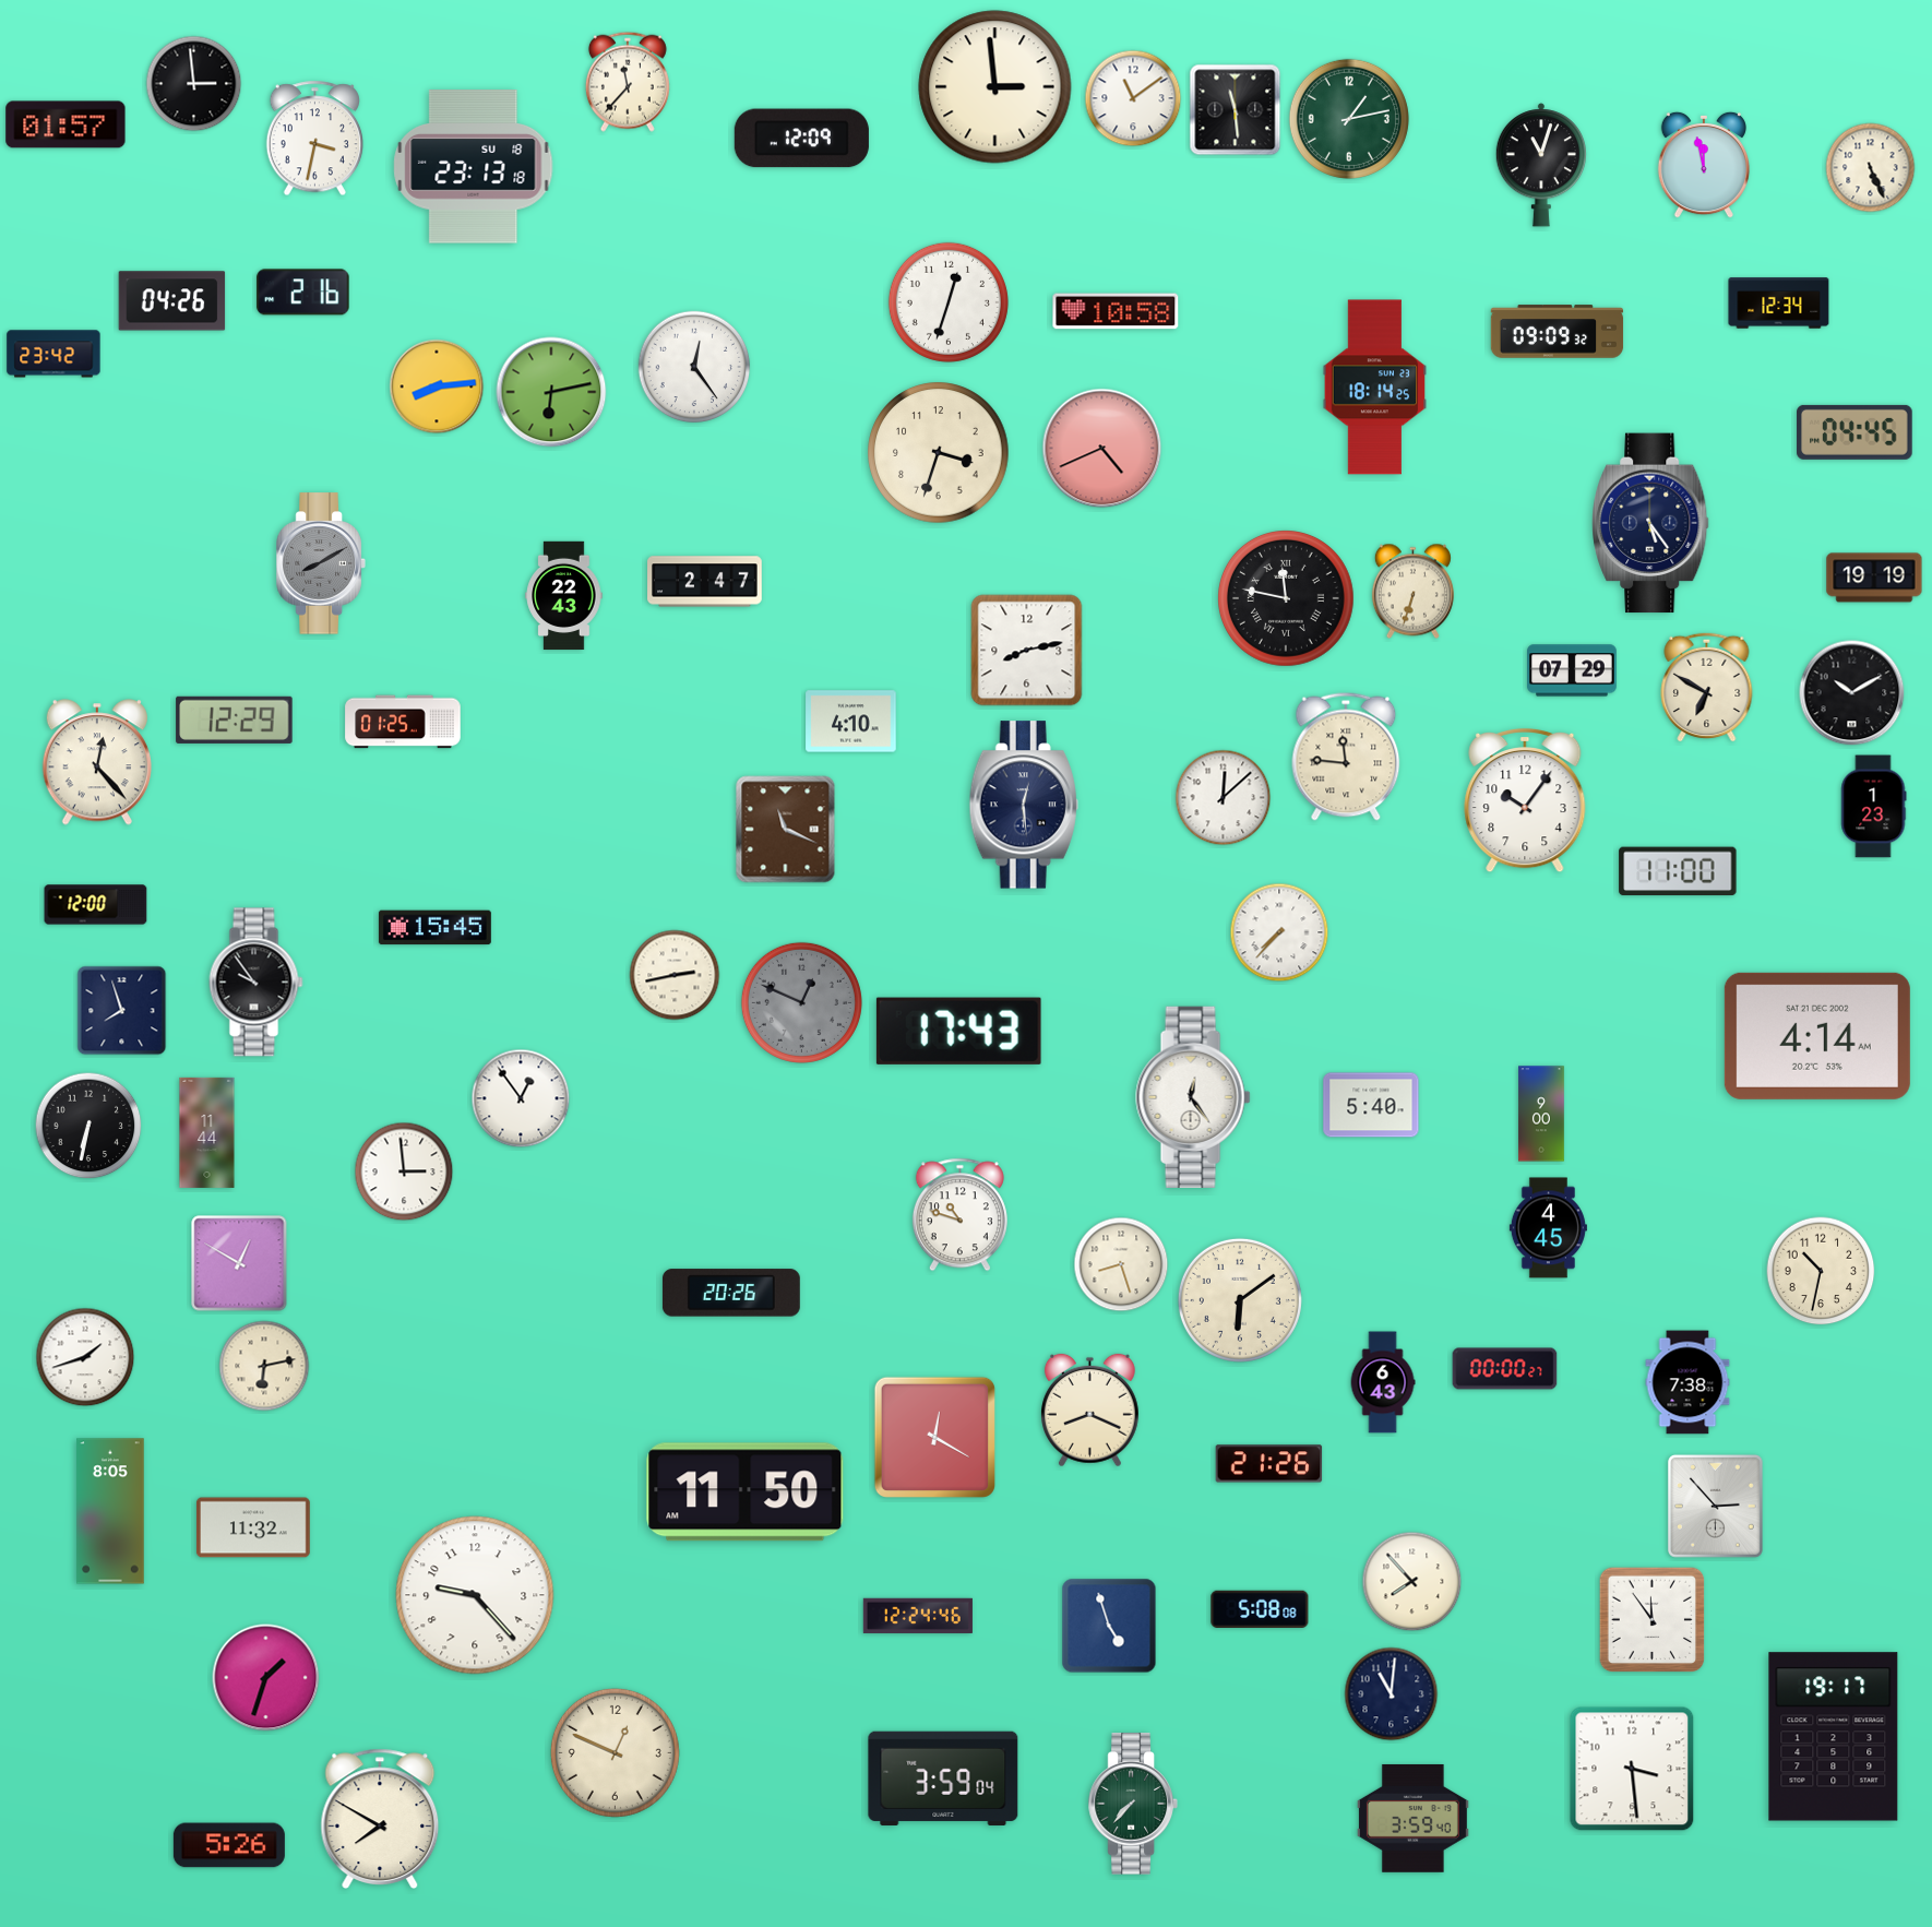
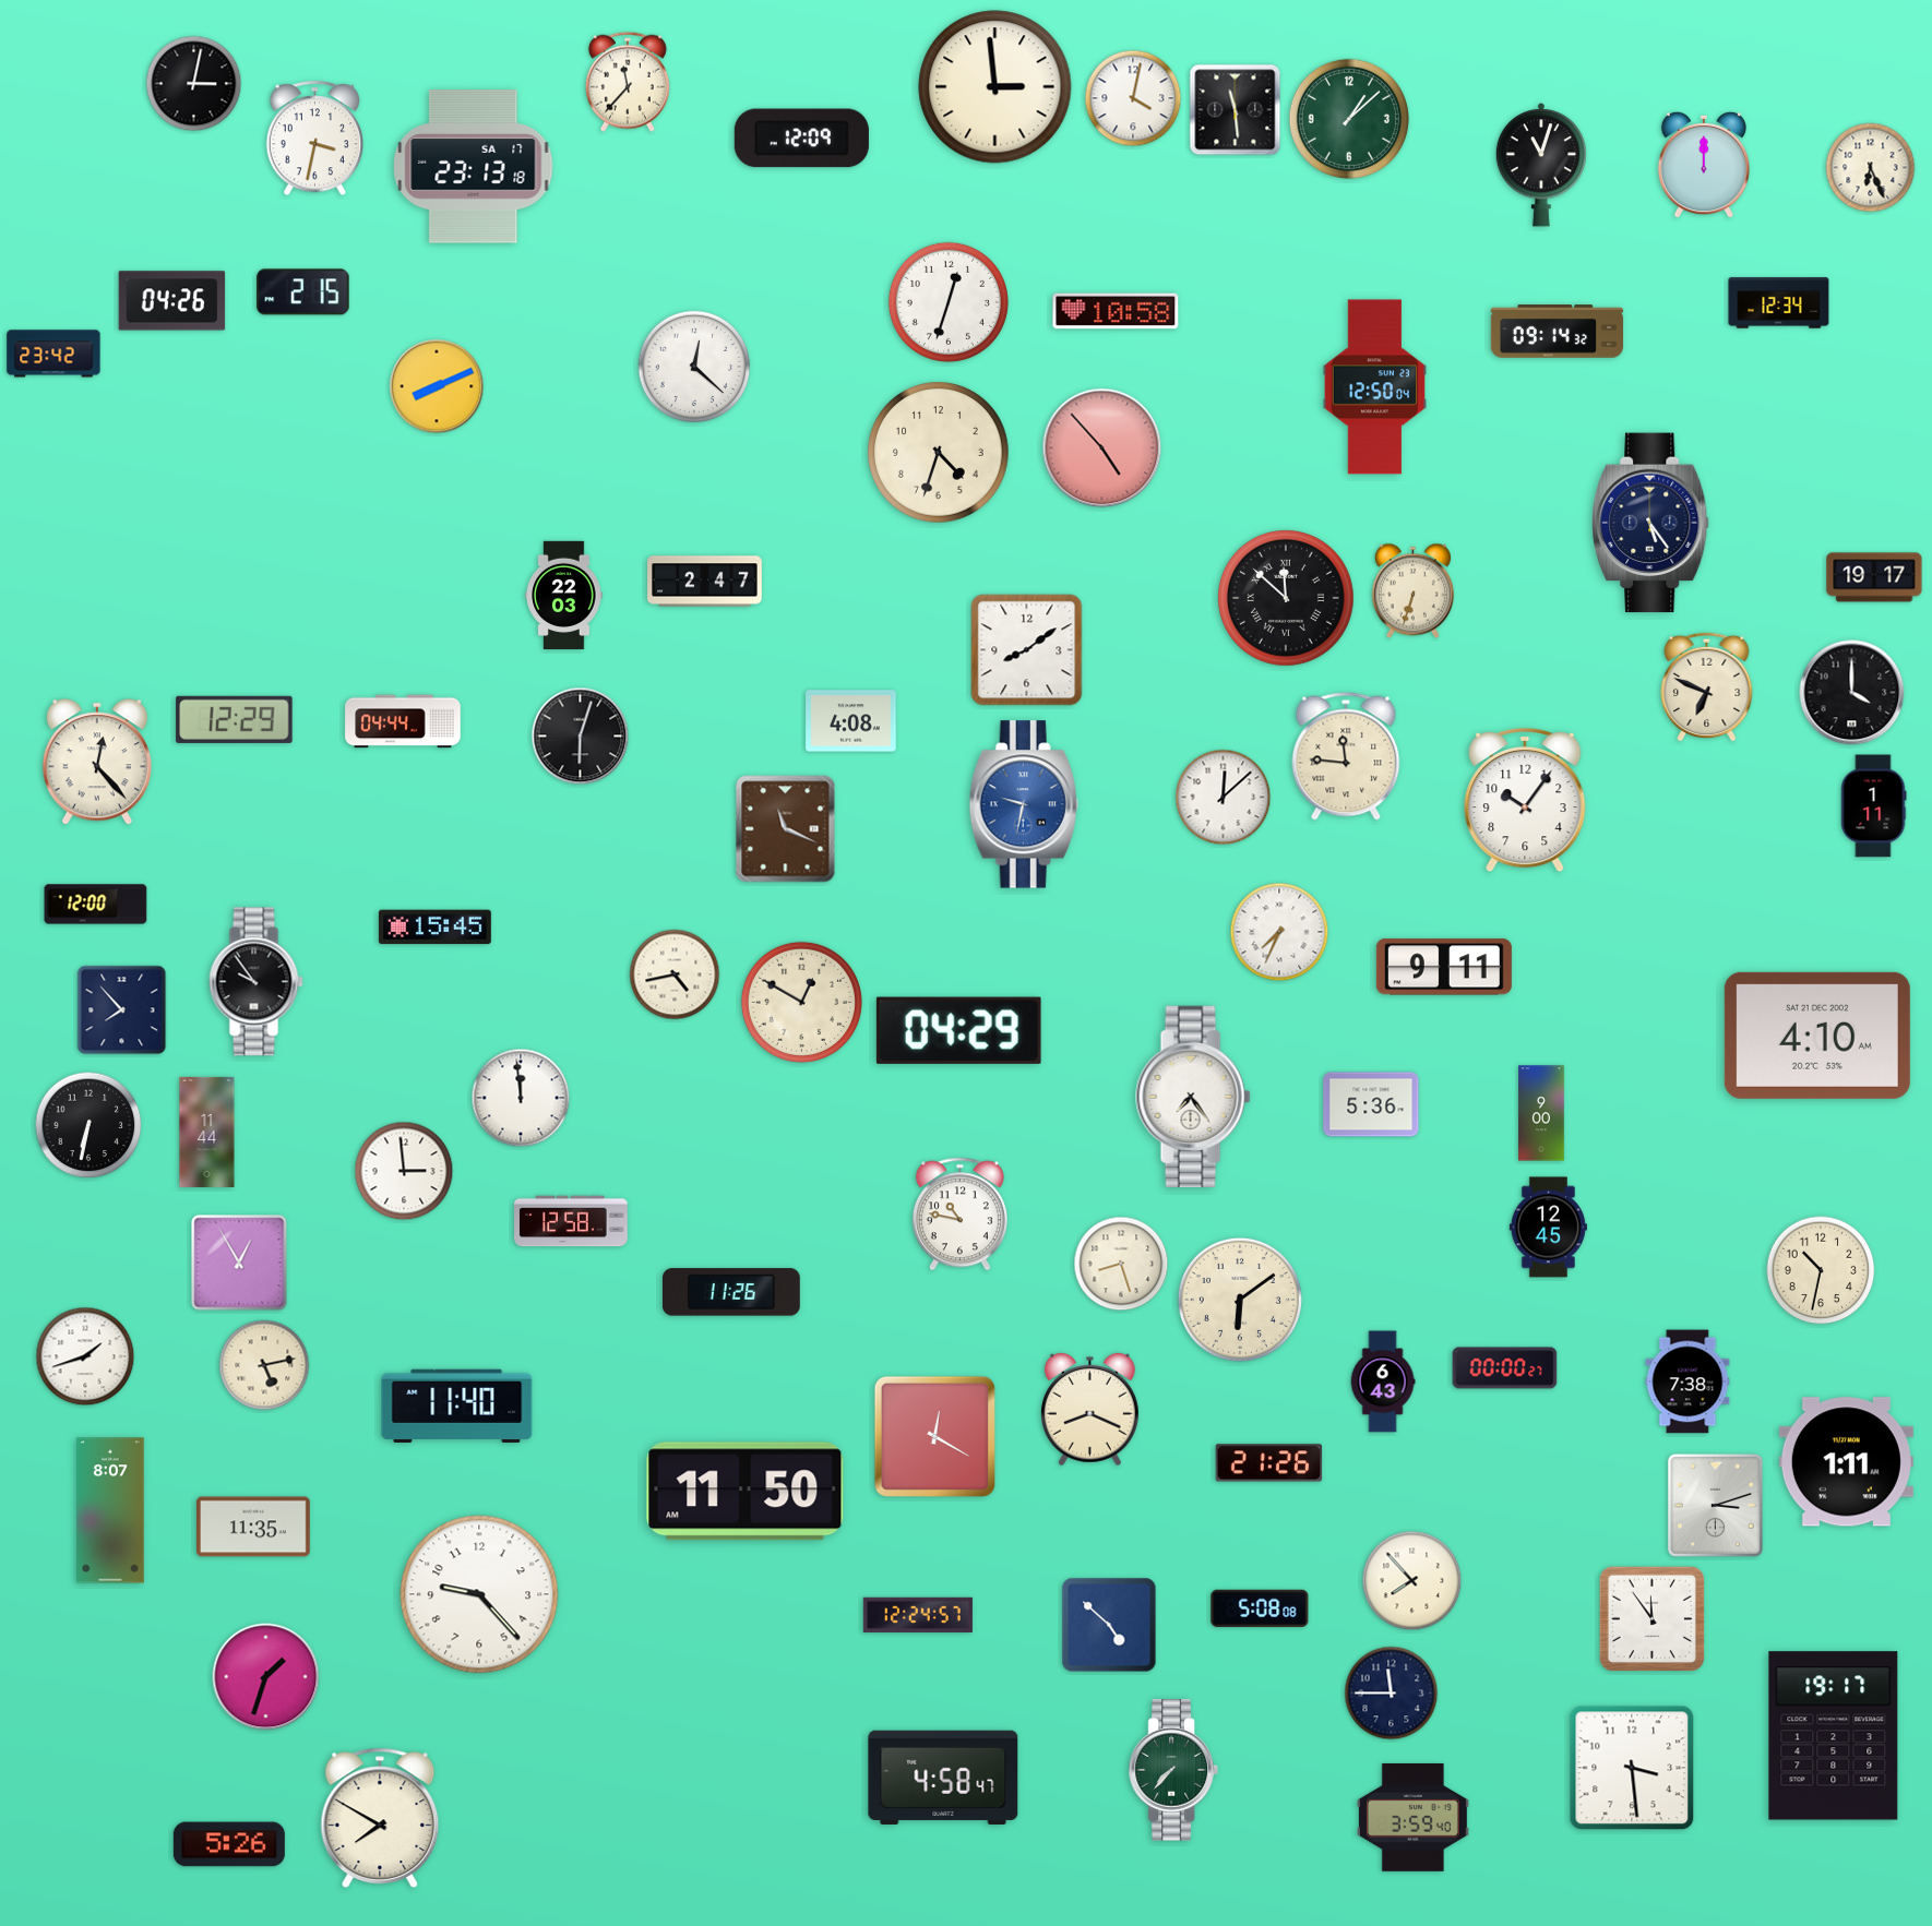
clock at (194, 84): 2:59 -> 3:02
clock at (1133, 98): 11:09 -> 4:02
clock at (1349, 119): 1:13 -> 1:08
clock at (65, 124): 01:57 -> none
clock at (1704, 165): 11:58 -> 12:00
clock at (474, 167) date: SU 18 -> SA 17
clock at (1871, 168): 5:26 -> 6:26
clock at (303, 293): 2:16 -> 2:15
clock at (1558, 332): 09:09 -> 09:14
clock at (694, 367): 12:24 -> 12:22
clock at (437, 386): 8:14 -> 8:11
clock at (1375, 388): 18:14 -> 12:50
clock at (551, 392): 6:13 -> none
clock at (1855, 432): 04:45 -> none
clock at (1102, 449): 4:41 -> 4:53
clock at (939, 453): 3:33 -> 4:33
clock at (321, 563): 8:10 -> none
clock at (1874, 578): 19:19 -> 19:17
clock at (564, 596): 22:43 -> 22:03
clock at (1287, 599): 11:47 -> 11:52
clock at (1027, 651): 8:13 -> 8:09
clock at (1572, 670): 07:29 -> none
clock at (1707, 687): 6:50 -> 6:49
clock at (1852, 693): 10:10 -> 4:00
clock at (403, 722): 01:25 -> 04:44
clock at (851, 722): 4:10 -> 4:08
clock at (581, 737): none -> 6:03
clock at (1024, 805): 12:29 -> 9:32
clock at (1024, 805) dial: navy -> blue
clock at (1874, 807): 1:23 -> 1:11
clock at (1678, 871): 11:00 -> none
clock at (1279, 932): 7:37 -> 7:34
clock at (1444, 967): none -> 9:11
clock at (675, 975): 2:43 -> 4:43
clock at (801, 1002): 12:49 -> 12:50
clock at (801, 1002) dial: grey -> cream
clock at (122, 1011): 7:57 -> 7:53
clock at (958, 1031): 17:43 -> 04:29
clock at (1817, 1036): 4:14 -> 4:10
clock at (1193, 1097): 12:24 -> 7:24
clock at (521, 1098): 12:54 -> 11:59
clock at (1371, 1105): 5:40 -> 5:36
clock at (959, 1215): 10:48 -> 10:47
clock at (572, 1221): none -> 12:58
clock at (1548, 1228): 4:45 -> 12:45
clock at (239, 1263): 12:50 -> 12:55
clock at (731, 1293): 20:26 -> 11:26
clock at (264, 1366): 6:13 -> 5:13
clock at (457, 1405): none -> 11:40
clock at (1846, 1462): none -> 1:11
clock at (1715, 1507): 2:53 -> 3:12
clock at (110, 1511): 8:05 -> 8:07
clock at (253, 1527): 11:32 -> 11:35
clock at (475, 1595) position: (475, 1595) -> (479, 1594)
clock at (918, 1616): 12:24:46 -> 12:24:57
clock at (1109, 1626): 4:57 -> 4:52
clock at (1392, 1694): 11:01 -> 11:45
clock at (615, 1752): 12:49 -> none
clock at (943, 1779): 3:59 -> 4:58
clock at (1133, 1804) position: (1133, 1804) -> (1173, 1770)
